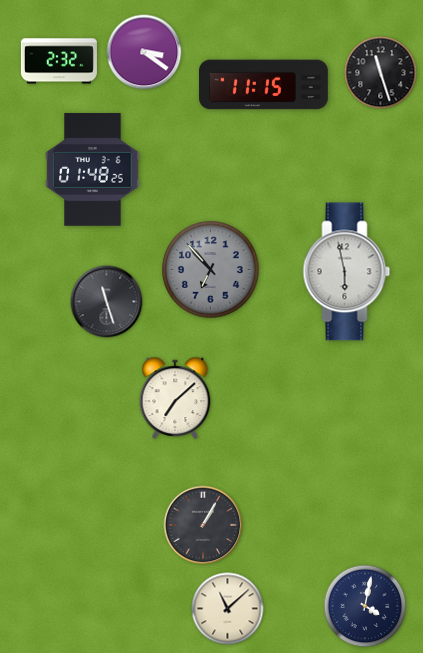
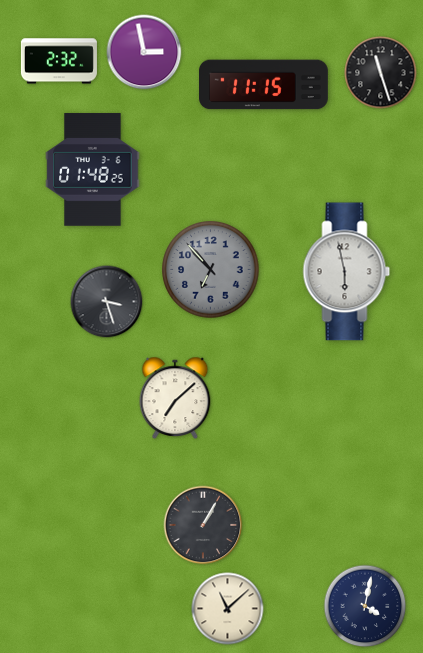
clock at (144, 52): 3:21 -> 2:58
clock at (107, 302): 11:27 -> 3:27
